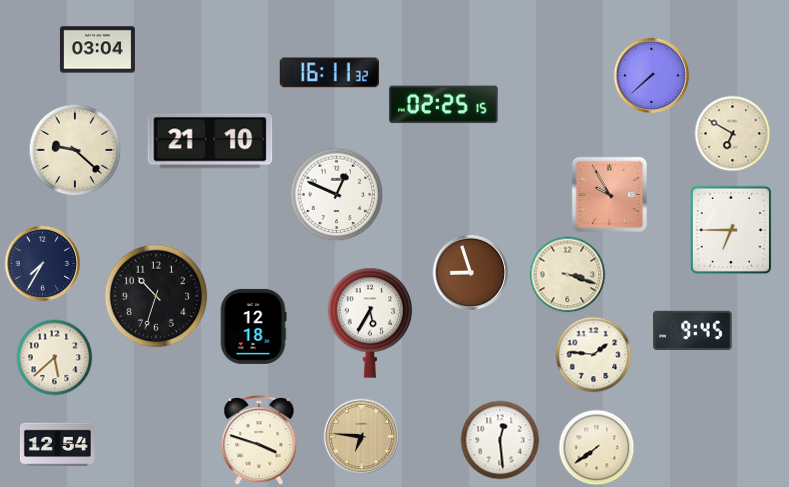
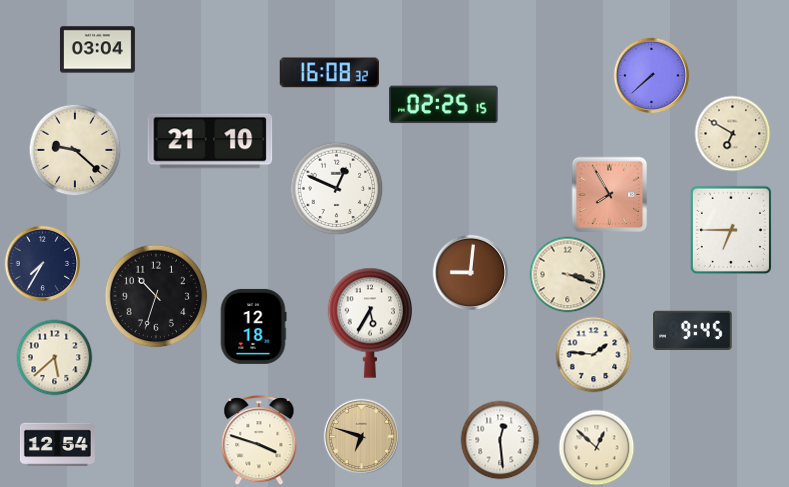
clock at (329, 73): 16:11 -> 16:08
clock at (337, 195) position: (337, 195) -> (337, 189)
clock at (610, 195): 9:55 -> 7:55
clock at (471, 273): 8:57 -> 9:01
clock at (362, 437): 6:46 -> 6:48
clock at (597, 448): 7:39 -> 12:52
